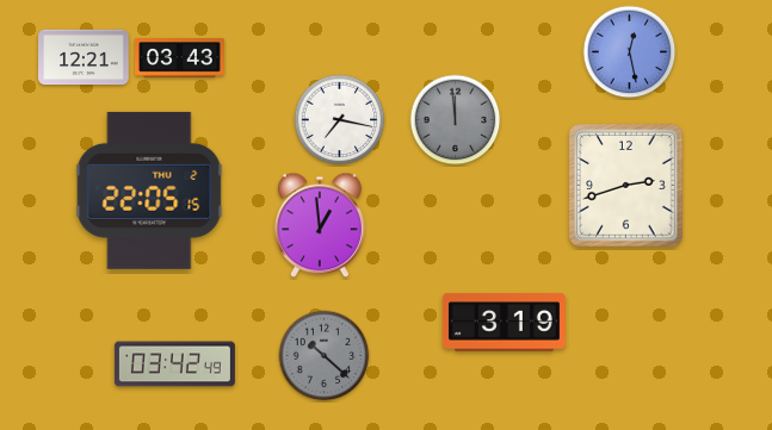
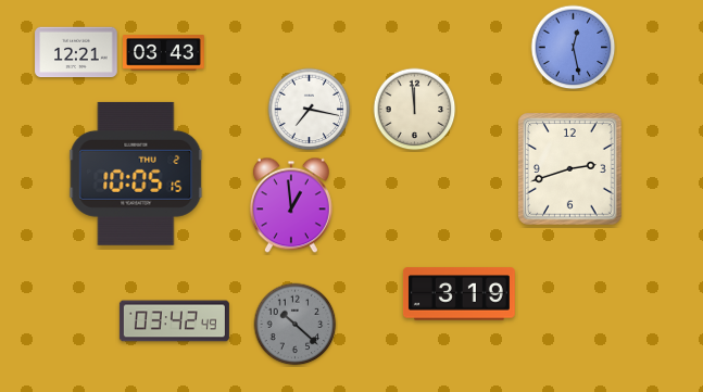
clock at (456, 120) dial: grey -> cream
clock at (149, 191): 22:05 -> 10:05
clock at (174, 364) position: (174, 364) -> (174, 321)
